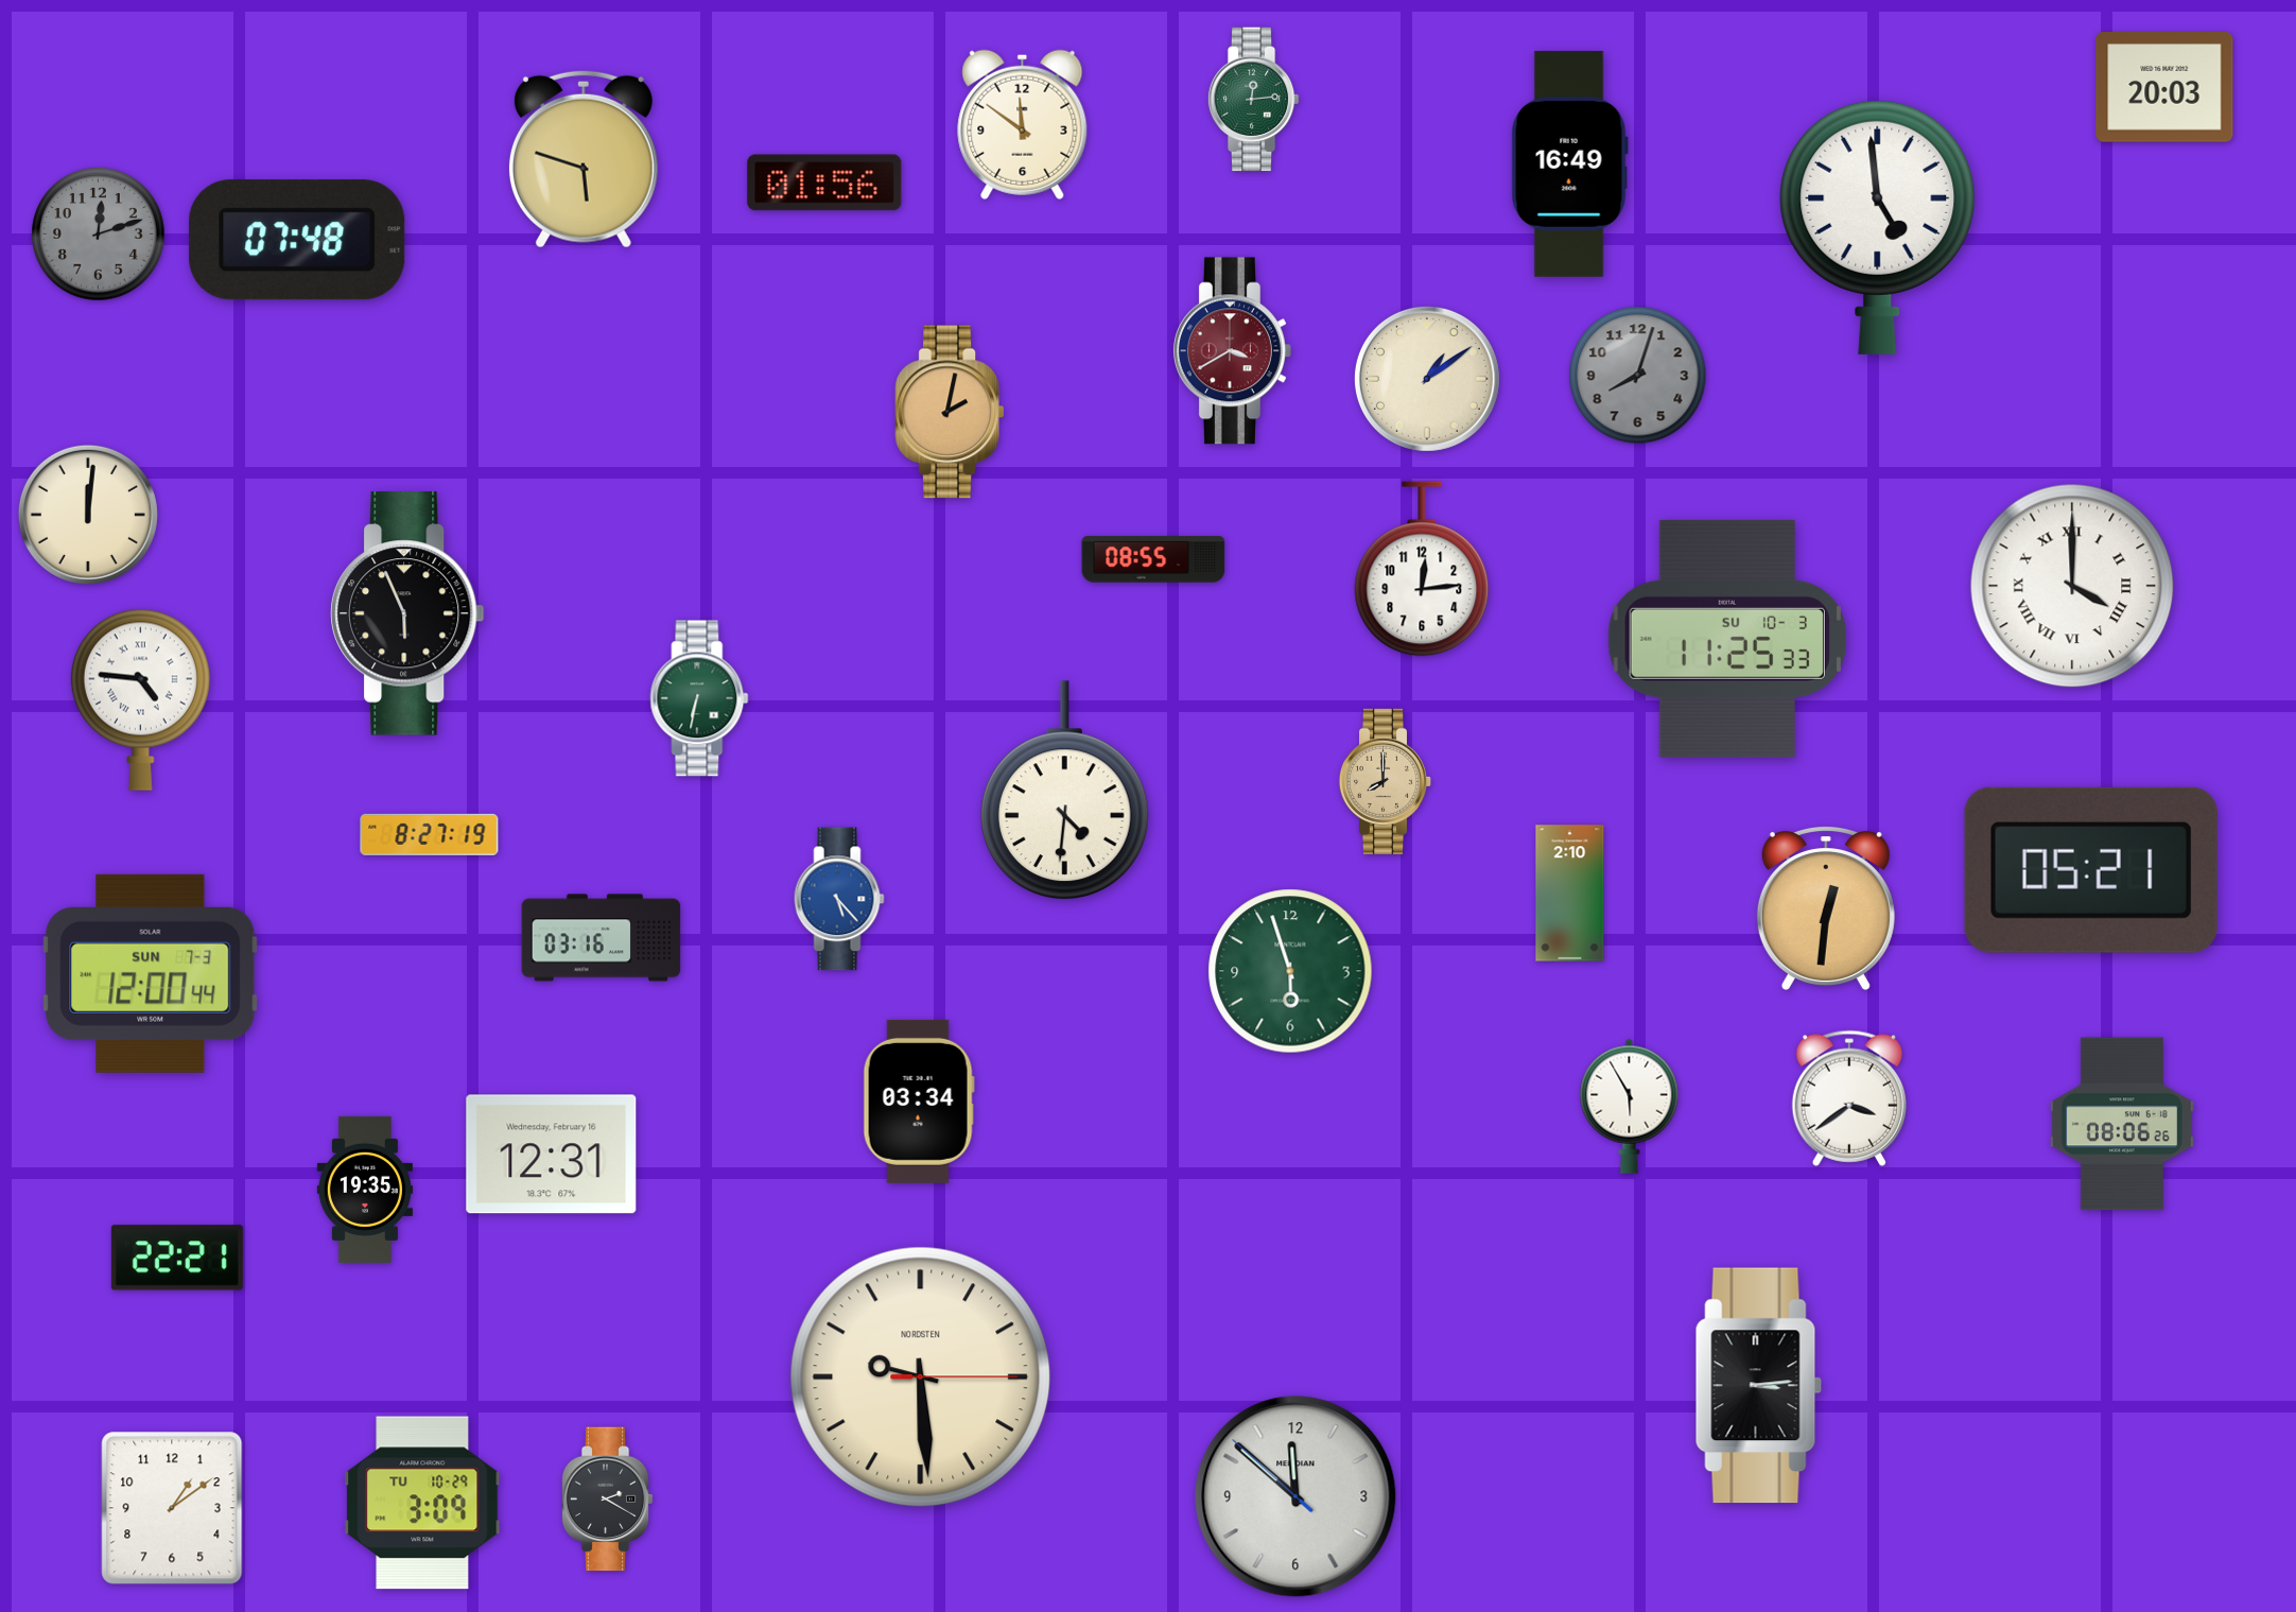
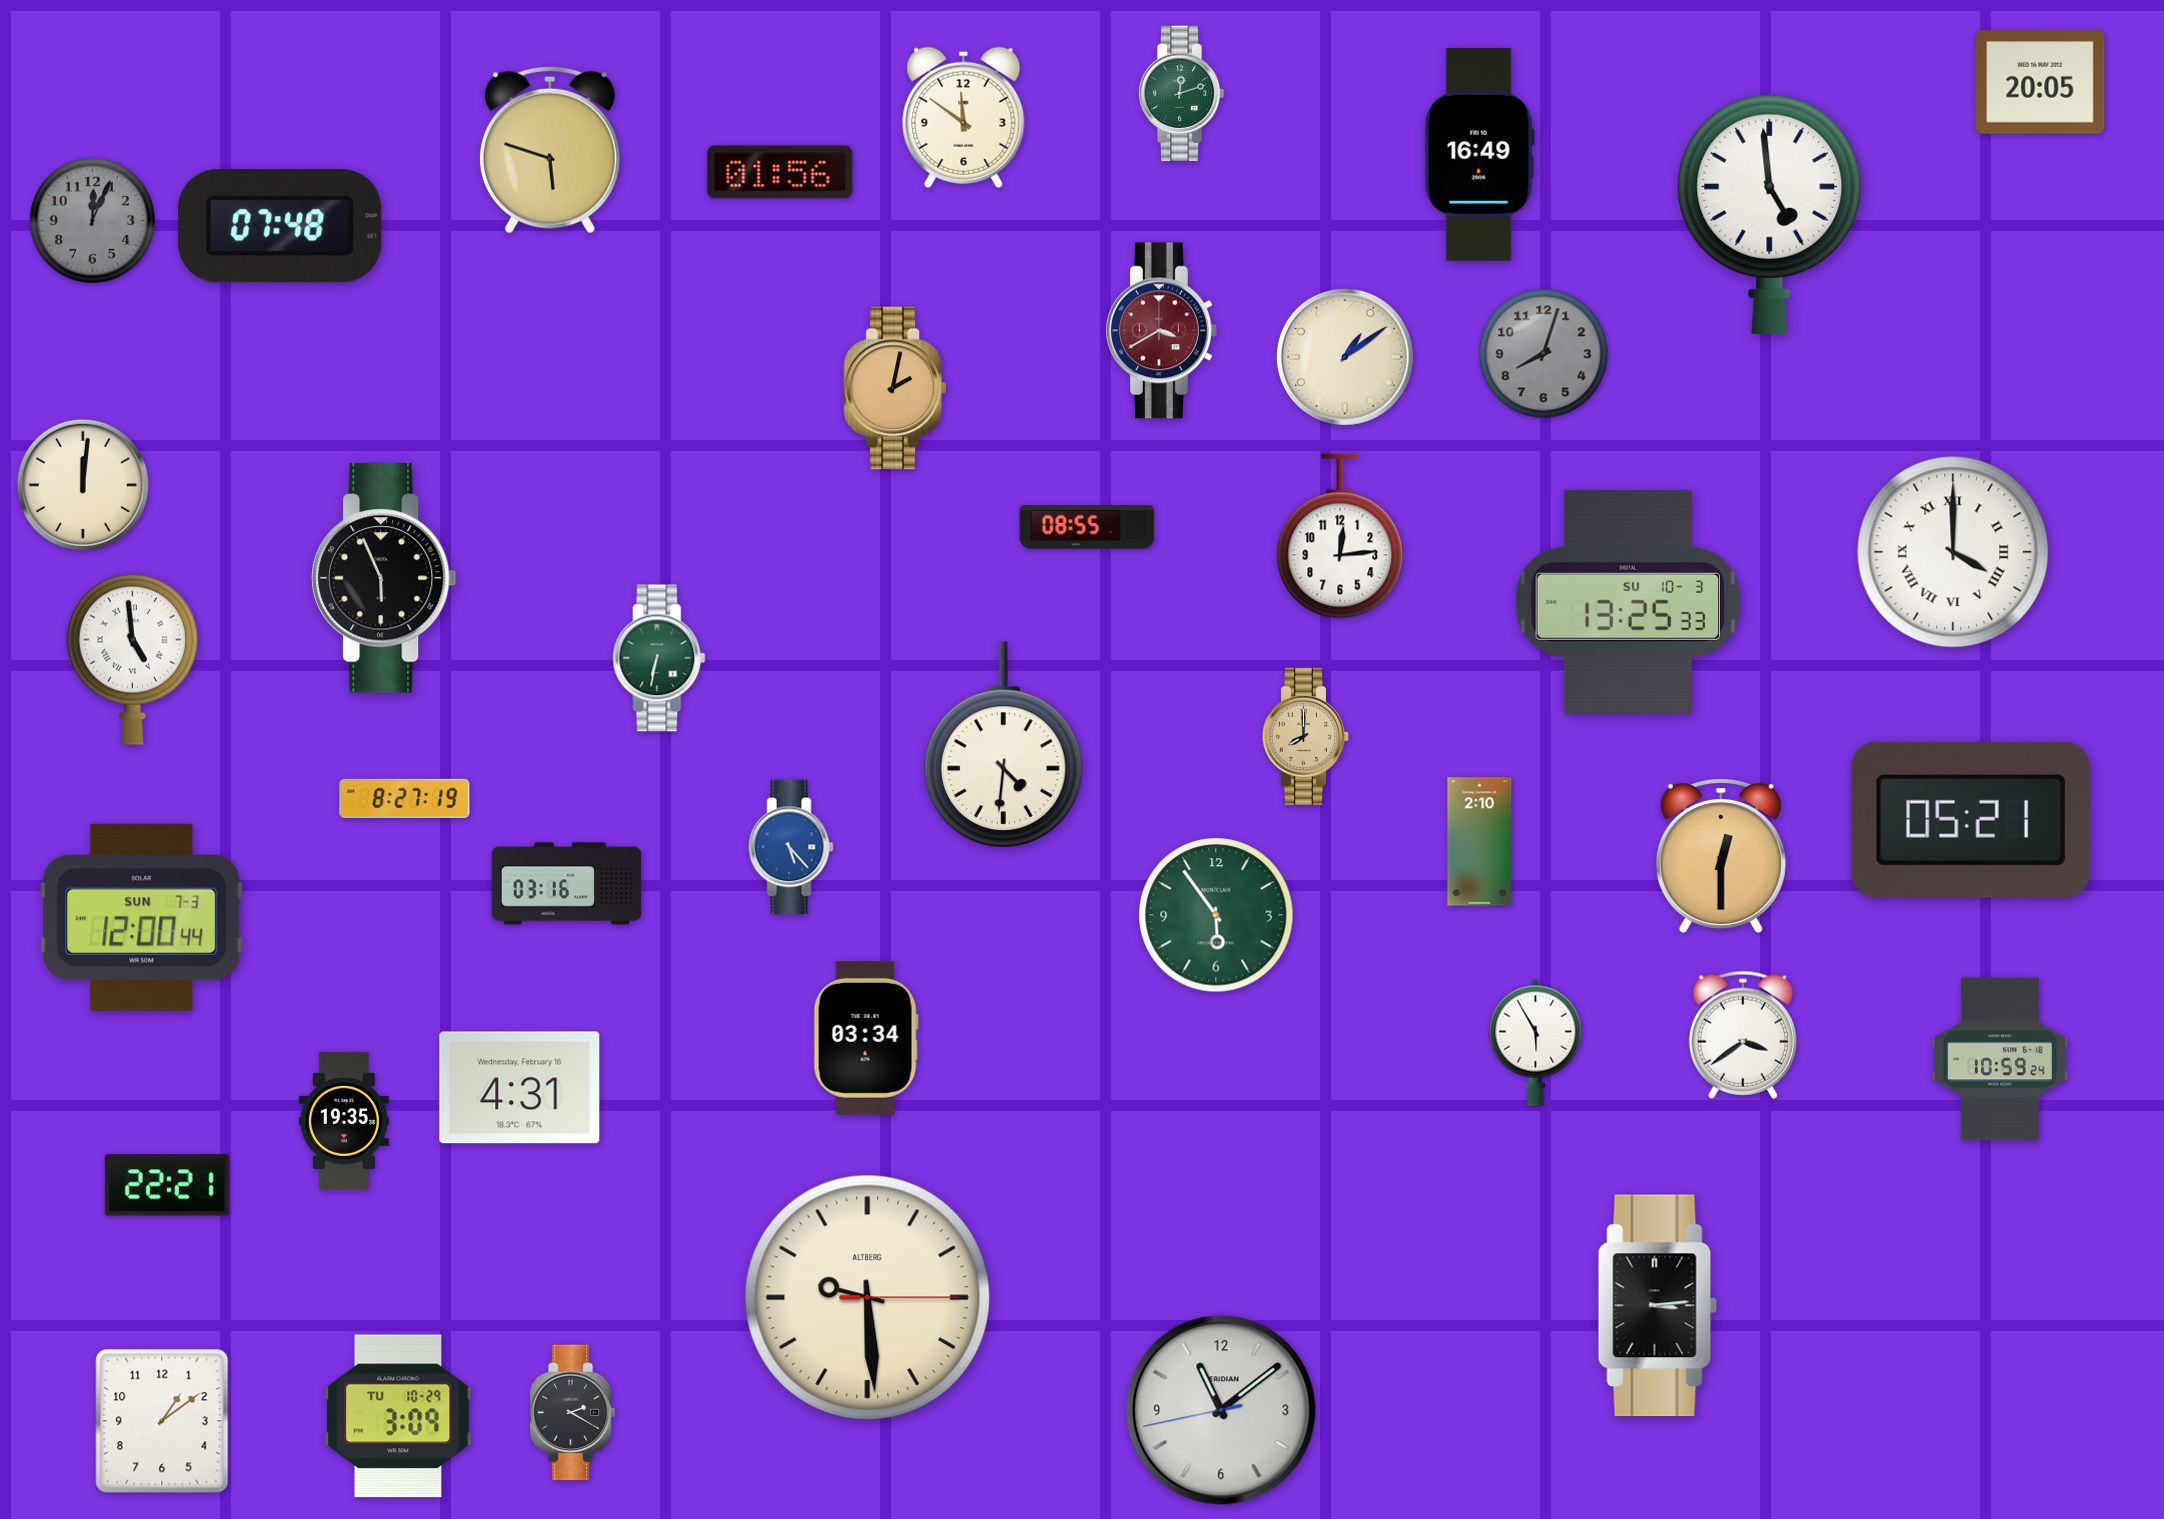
clock at (2164, 87): 20:03 -> 20:05
clock at (1253, 100): 12:14 -> 12:12
clock at (824, 183) position: (824, 183) -> (780, 172)
clock at (99, 235): 12:12 -> 12:04
clock at (1727, 639): 11:25 -> 13:25
clock at (140, 699): 4:46 -> 4:59
clock at (430, 834) position: (430, 834) -> (405, 798)
clock at (1826, 908): 12:31 -> 12:30
clock at (1290, 971): 5:57 -> 5:54
clock at (2122, 1124): 08:06 -> 10:59
clock at (552, 1155): 12:31 -> 4:31
clock at (921, 1377) brand: NORDSTEN -> ALTBERG
clock at (1295, 1496): 11:51 -> 11:08
